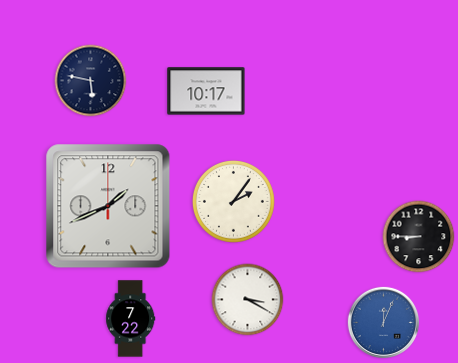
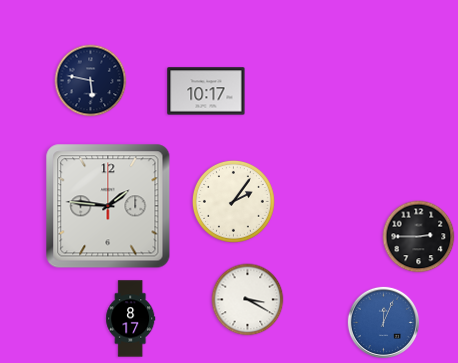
clock at (108, 206): 1:41 -> 1:46
clock at (419, 237): 8:45 -> 2:45
clock at (131, 319): 7:22 -> 8:17
